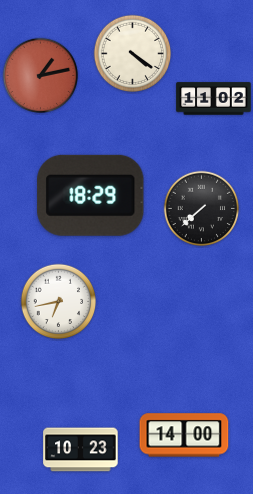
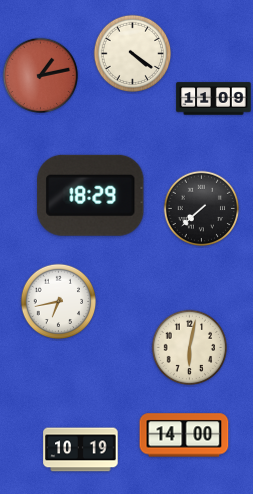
clock at (214, 99): 11:02 -> 11:09
clock at (190, 348): none -> 6:02
clock at (81, 450): 10:23 -> 10:19
